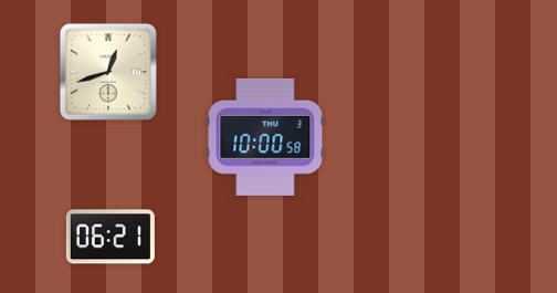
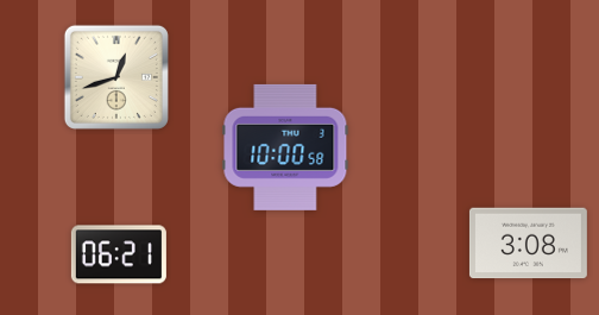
clock at (528, 244): none -> 3:08
